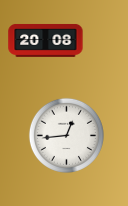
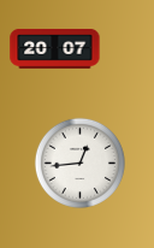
clock at (46, 40): 20:08 -> 20:07
